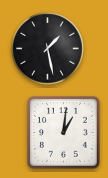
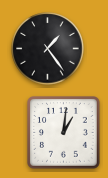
clock at (48, 49): 1:28 -> 1:24
